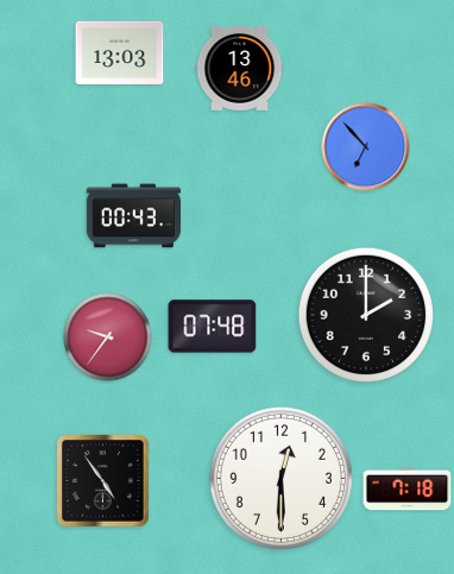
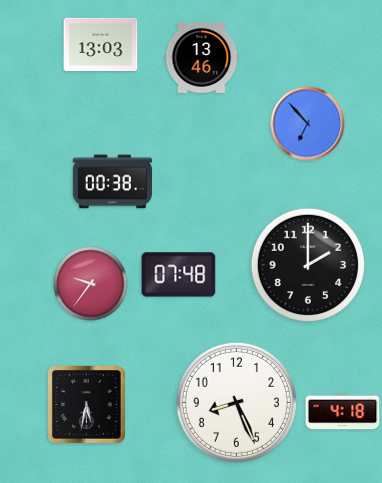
clock at (133, 216): 00:43 -> 00:38
clock at (280, 478): 12:30 -> 8:26
clock at (103, 481): 4:54 -> 5:32
clock at (408, 490): 7:18 -> 4:18
